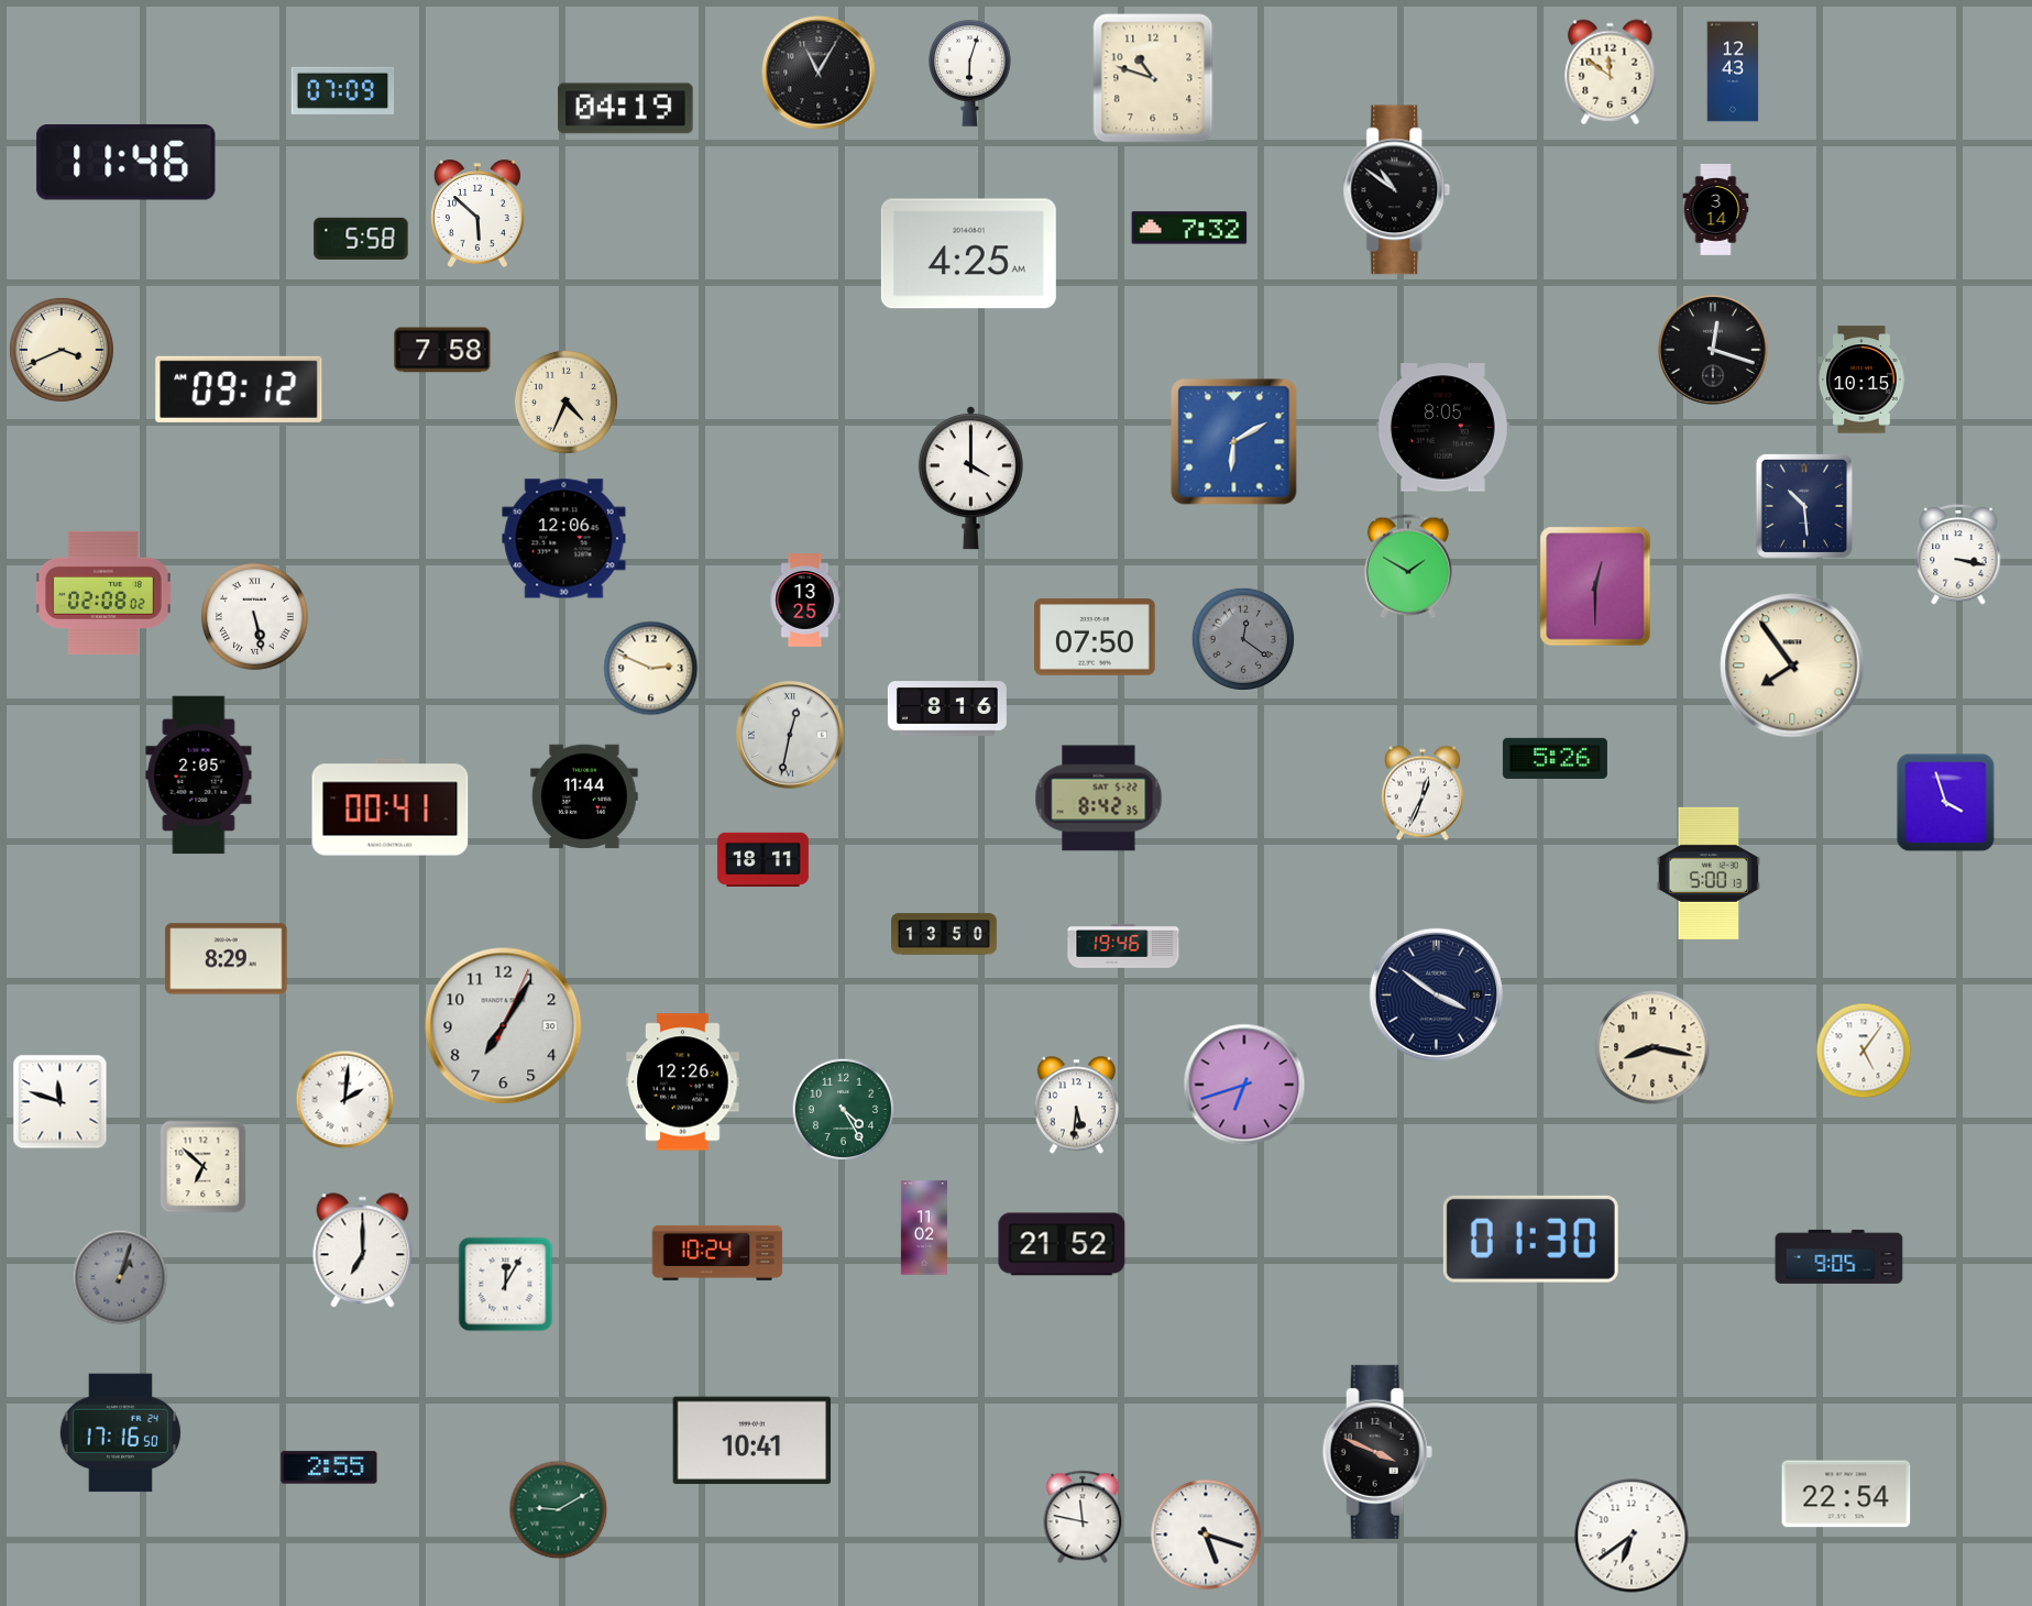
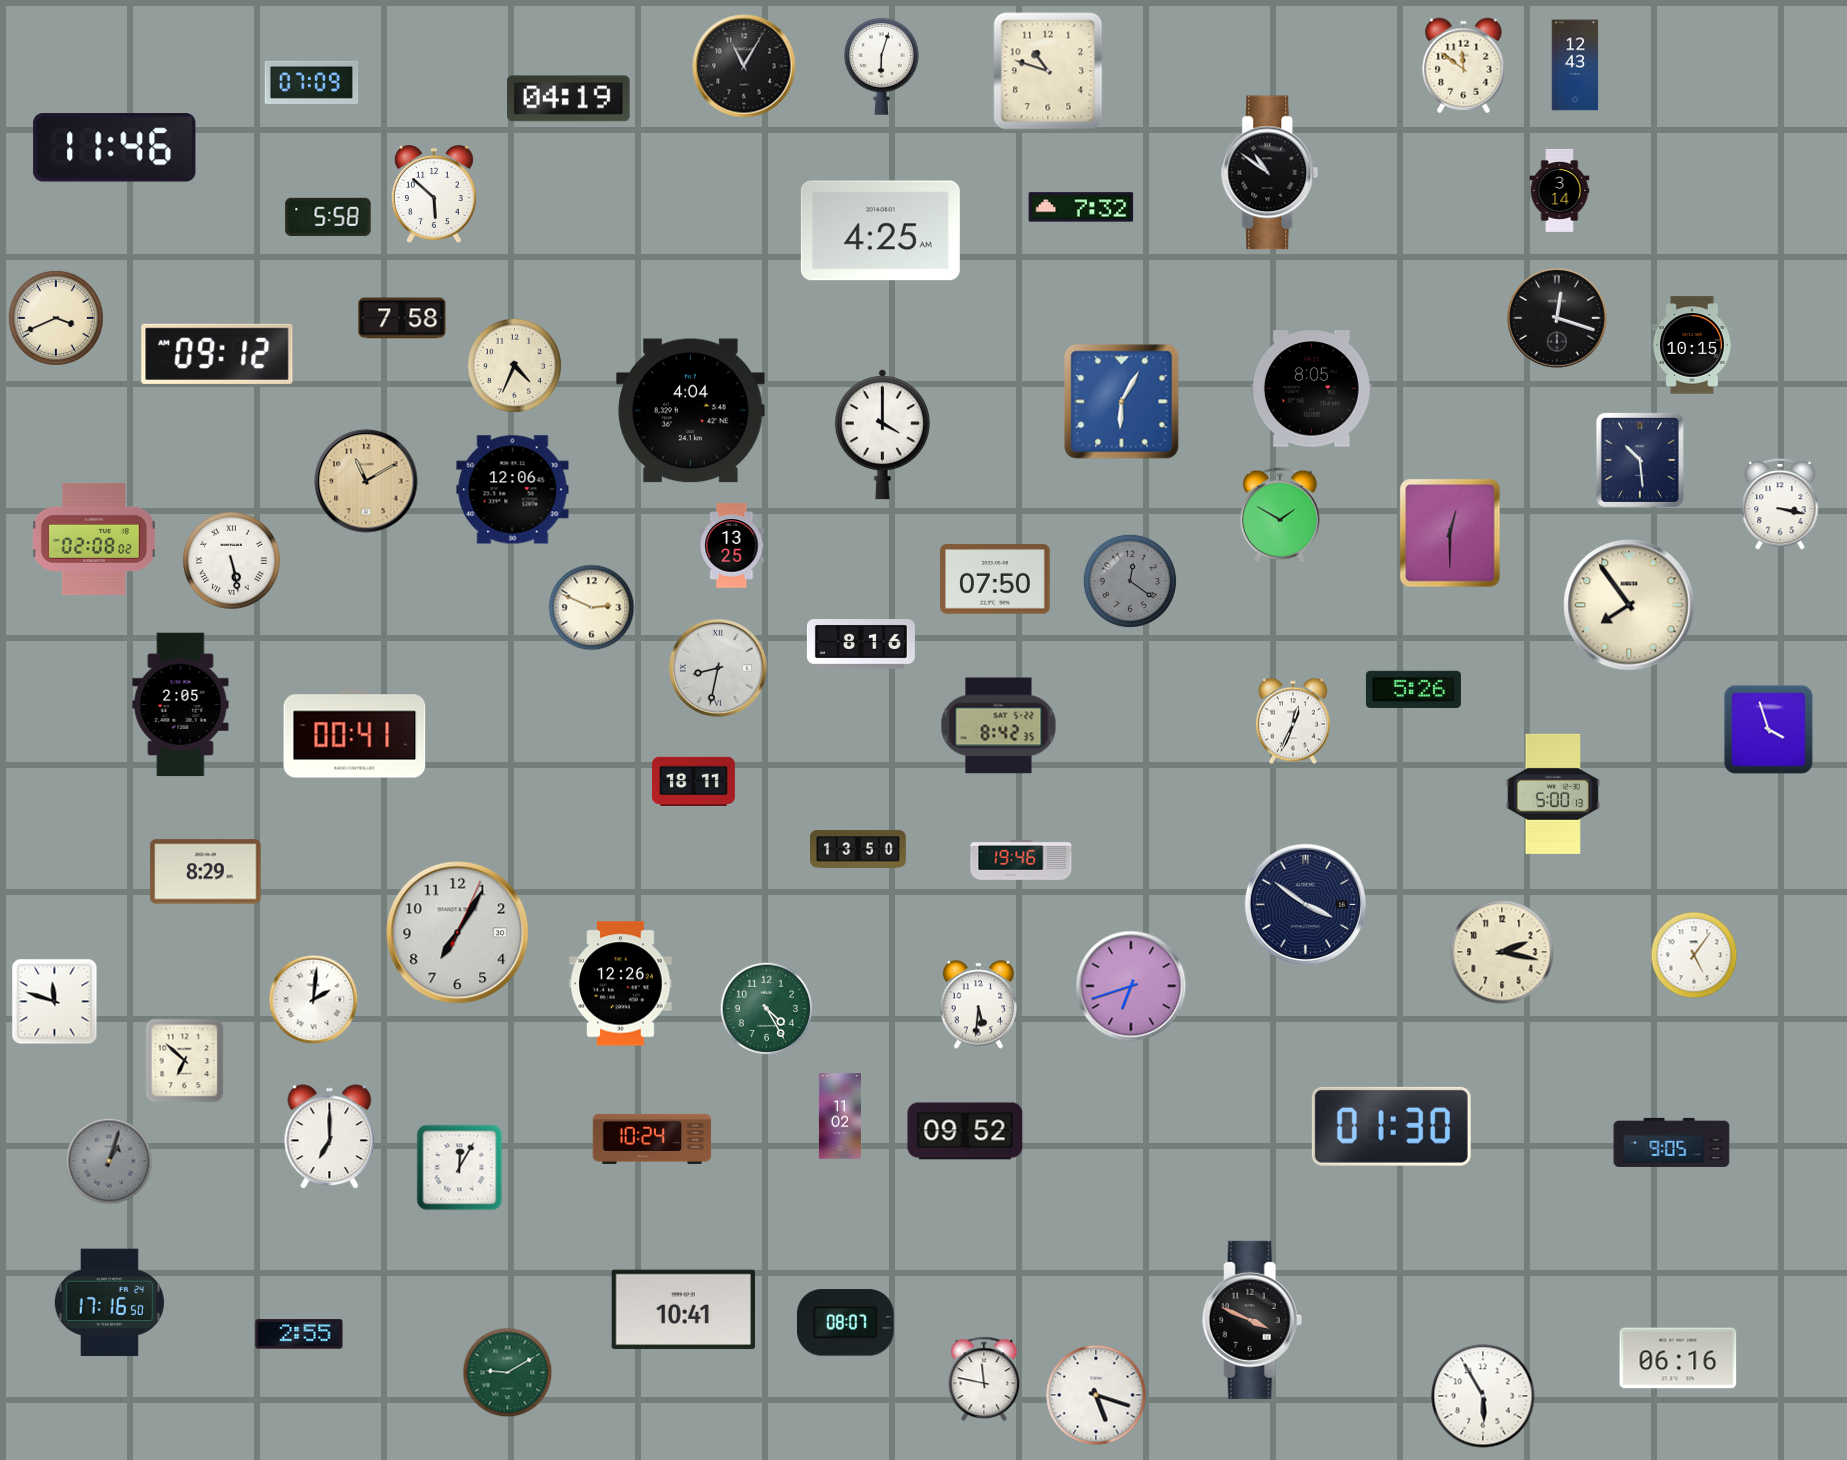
clock at (1234, 442): 6:10 -> 6:05
clock at (691, 411): none -> 4:04
clock at (366, 481): none -> 11:10
clock at (790, 735): 12:32 -> 8:32
clock at (584, 796): 11:44 -> none
clock at (1652, 1047): 8:17 -> 2:17
clock at (1062, 1244): 21:52 -> 09:52
clock at (846, 1323): none -> 08:07
clock at (1846, 1494): 22:54 -> 06:16
clock at (1632, 1536): 6:39 -> 5:55
